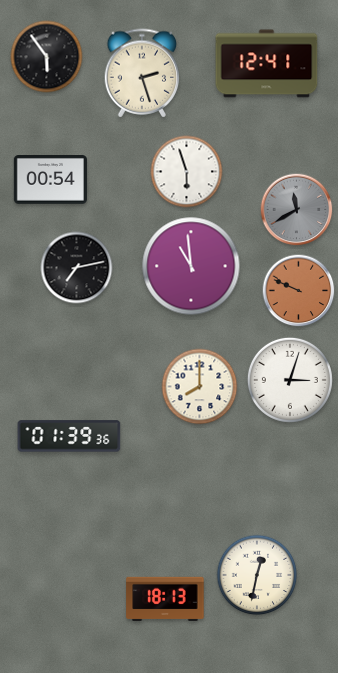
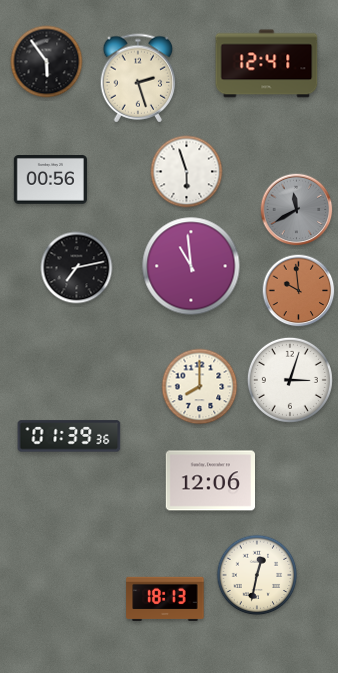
clock at (47, 57) position: (47, 57) -> (47, 62)
clock at (142, 73) position: (142, 73) -> (138, 78)
clock at (50, 180): 00:54 -> 00:56
clock at (299, 291): 9:49 -> 9:59
clock at (210, 481): none -> 12:06
